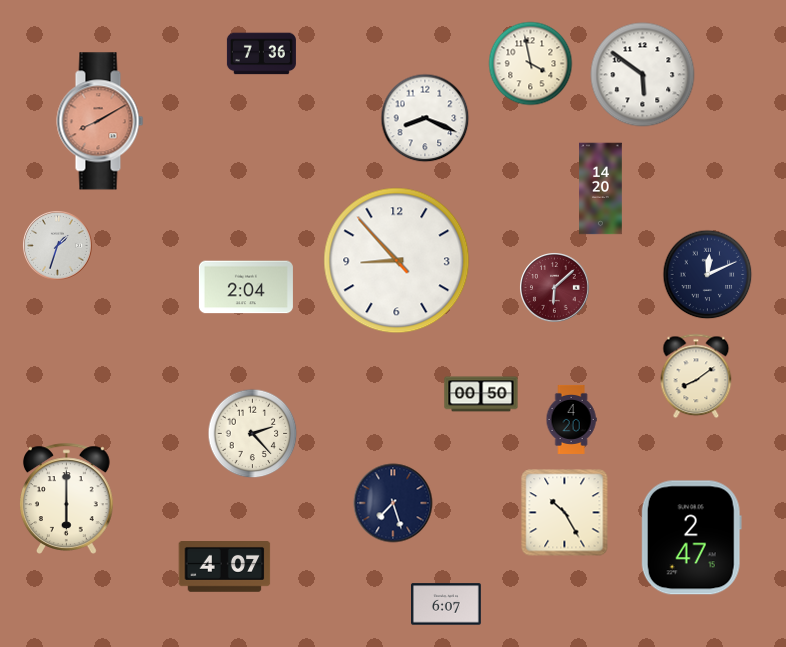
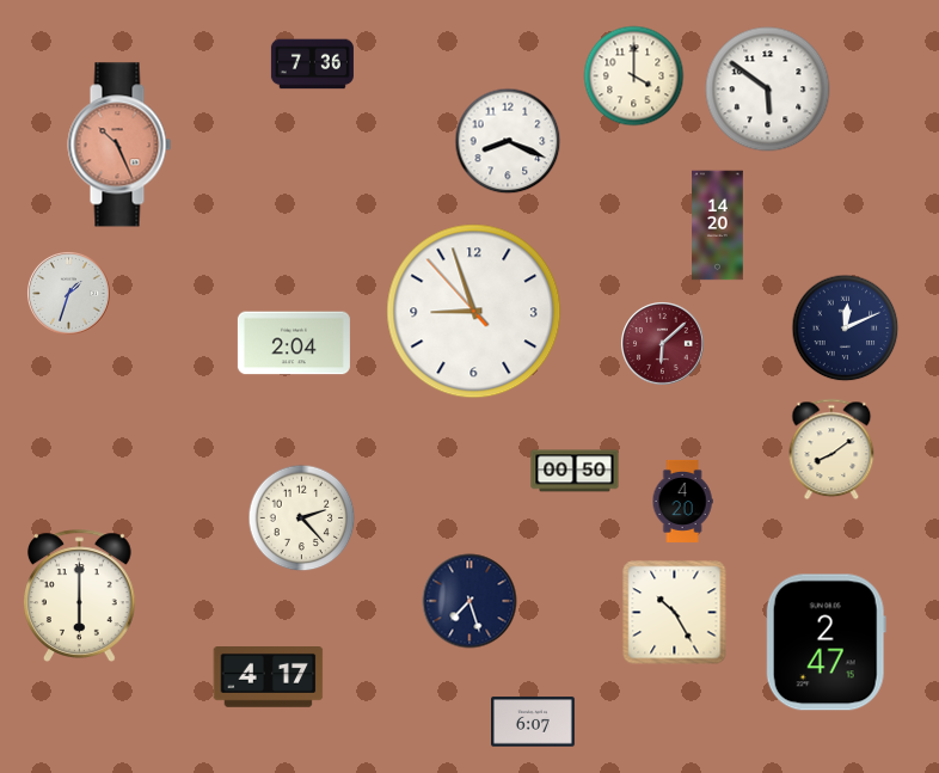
clock at (531, 64): 3:58 -> 4:00
clock at (100, 121): 8:10 -> 10:26
clock at (397, 261): 8:52 -> 8:56
clock at (225, 567): 4:07 -> 4:17
